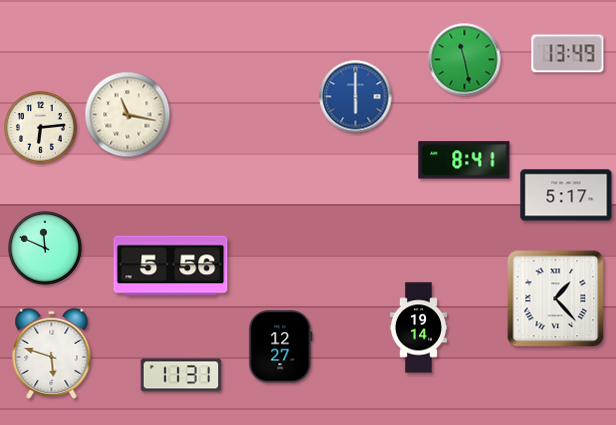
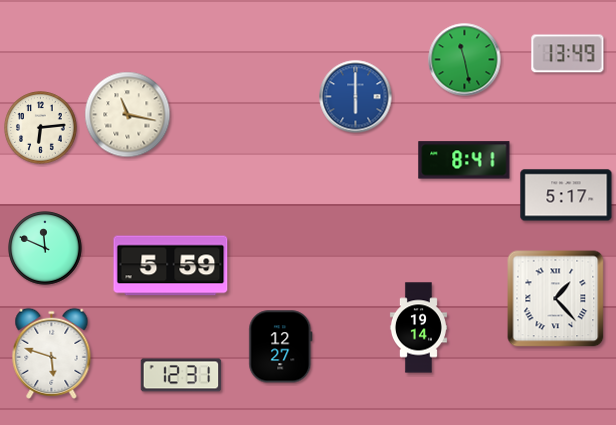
clock at (171, 266): 5:56 -> 5:59
clock at (181, 375): 11:31 -> 12:31
